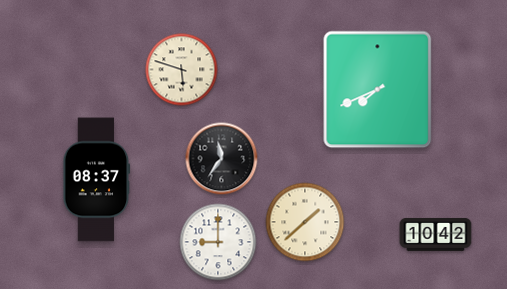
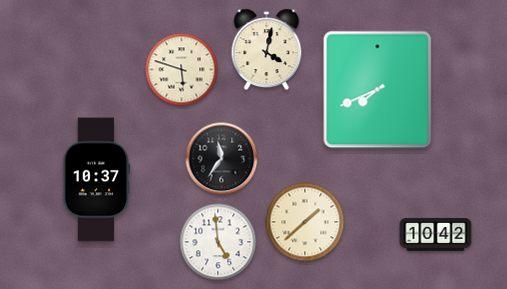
clock at (267, 50): none -> 4:02
clock at (97, 180): 08:37 -> 10:37
clock at (218, 242): 9:00 -> 4:59
